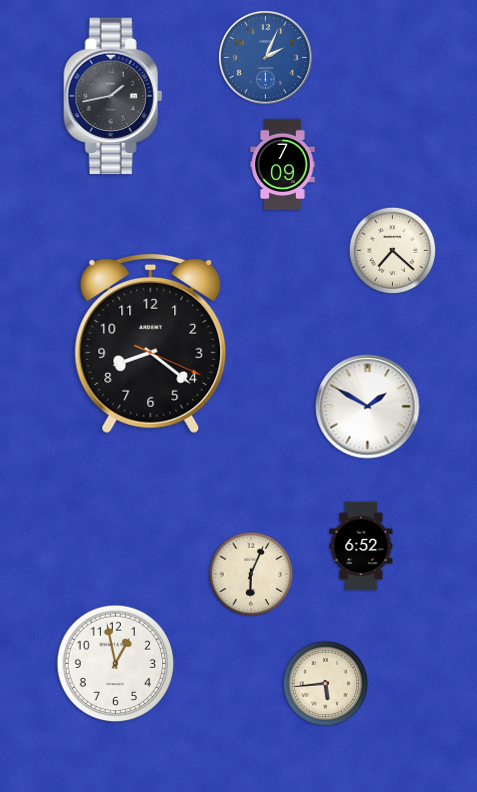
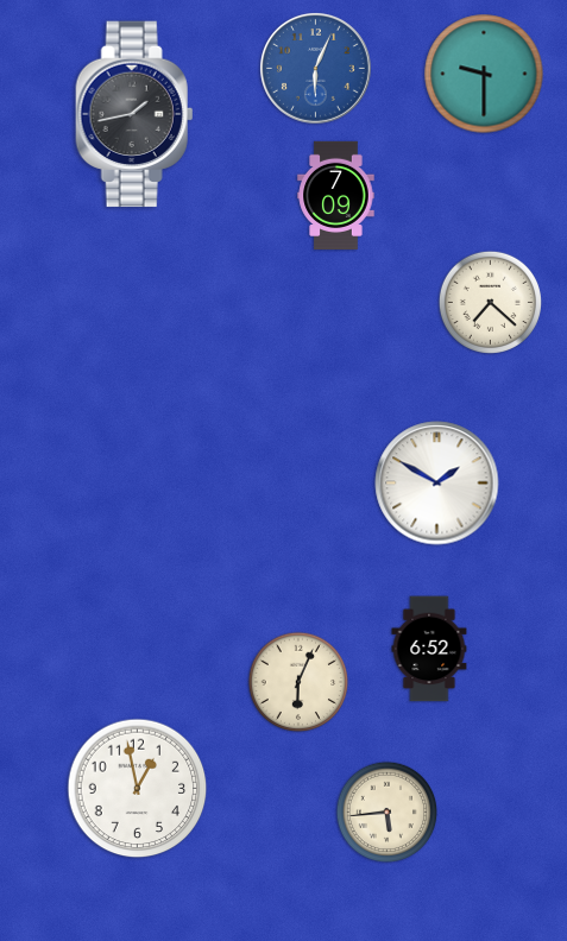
clock at (265, 57): 2:04 -> 6:04
clock at (484, 74): none -> 9:30
clock at (392, 250) position: (392, 250) -> (490, 302)
clock at (151, 343): 8:21 -> none
